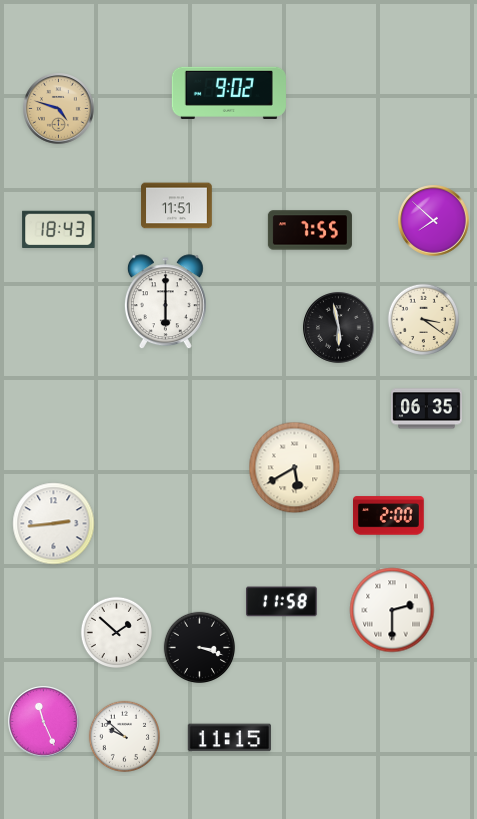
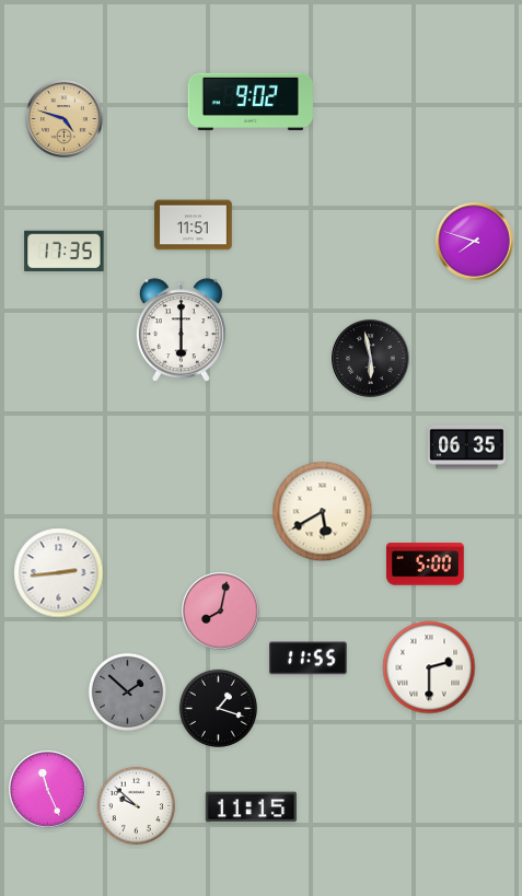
clock at (434, 221): 7:52 -> 7:48
clock at (59, 229): 18:43 -> 17:35
clock at (310, 230): 7:55 -> none
clock at (424, 320): 3:21 -> none
clock at (389, 516): 2:00 -> 5:00
clock at (221, 612): none -> 8:02
clock at (282, 602): 11:58 -> 11:55
clock at (117, 633) dial: white -> grey
clock at (200, 648): 3:18 -> 1:18
